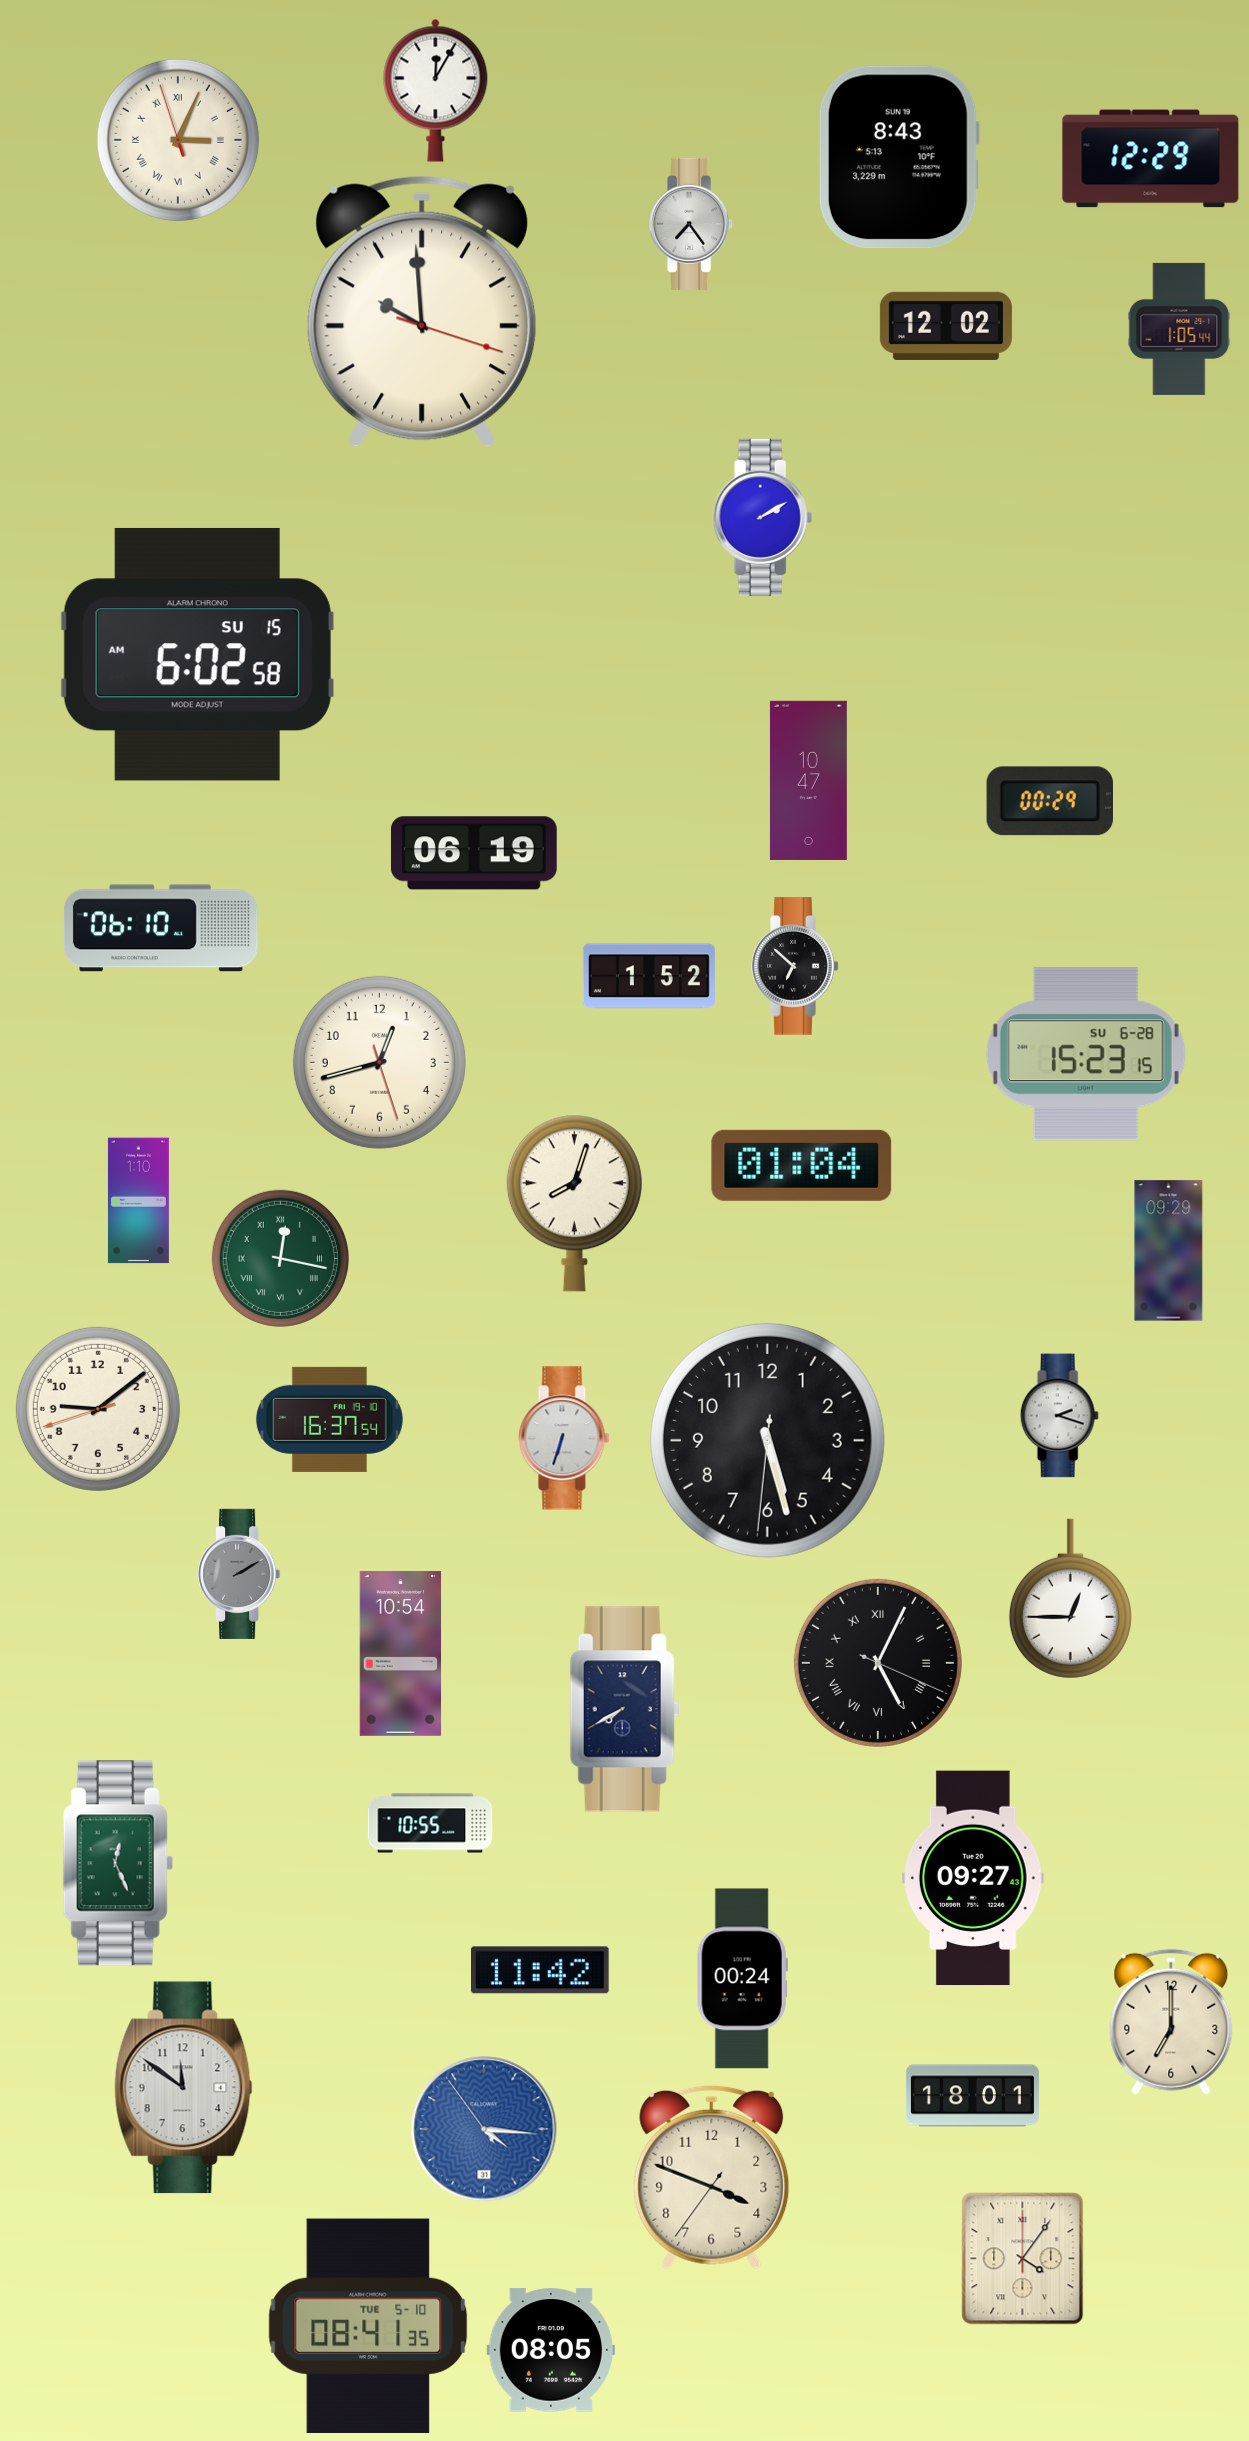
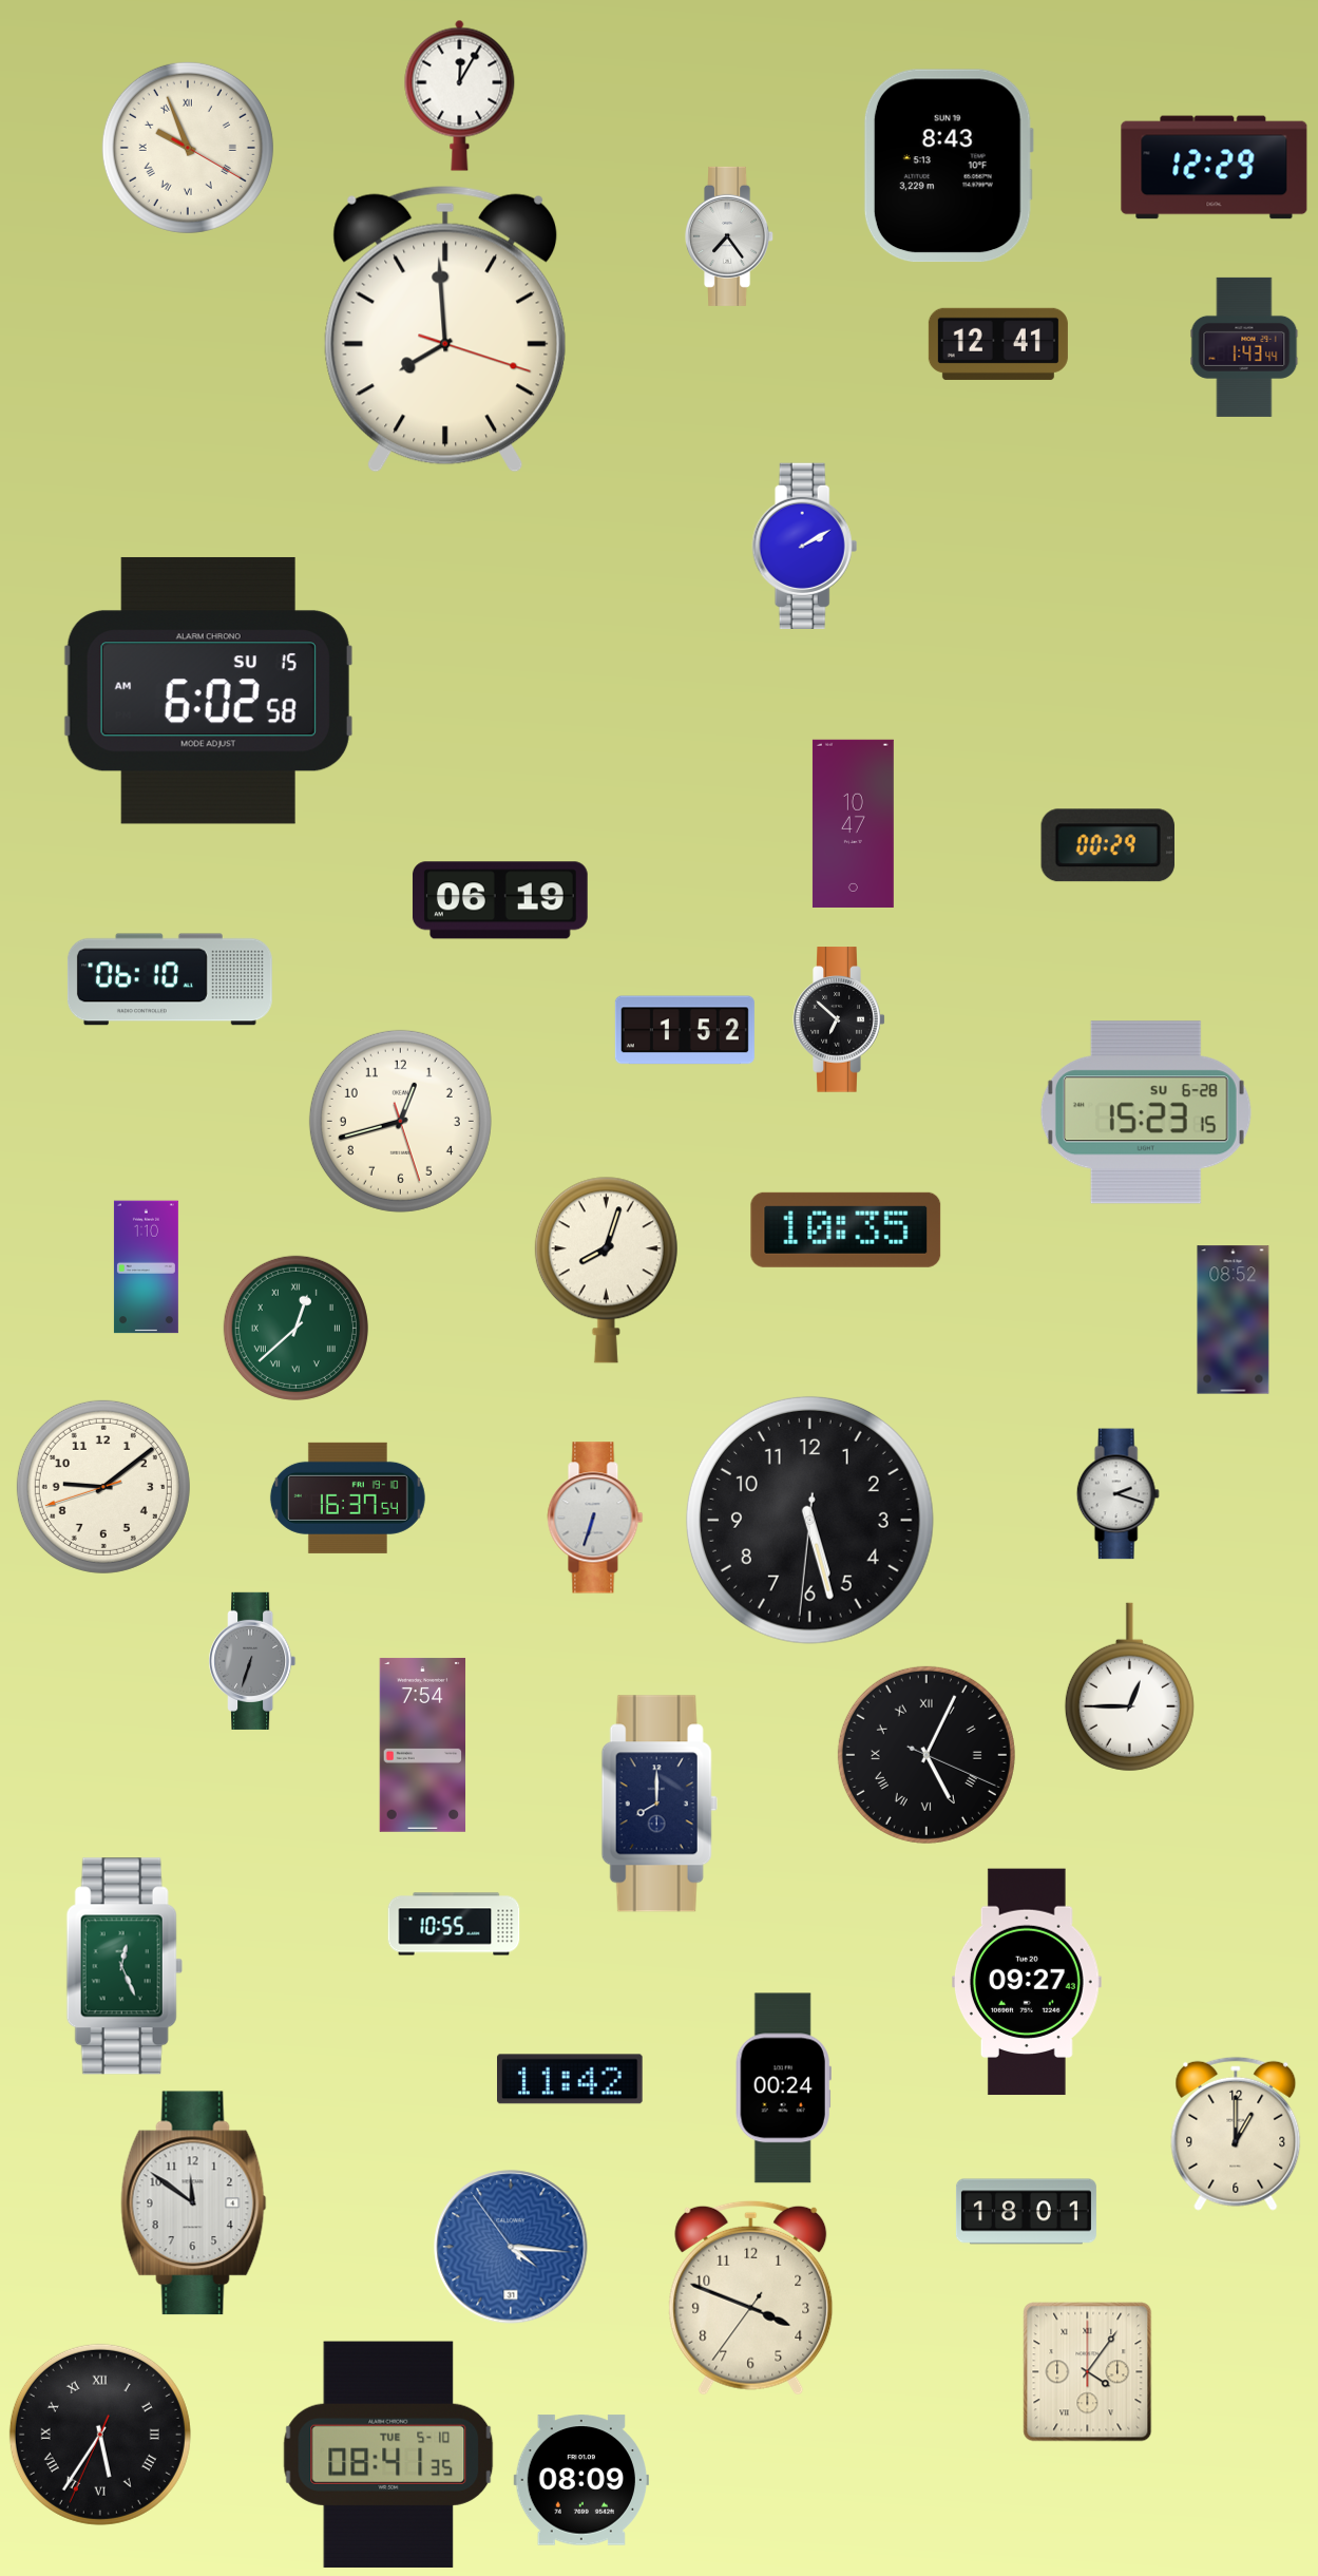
clock at (178, 140): 3:03 -> 9:56
clock at (422, 312): 9:59 -> 7:59
clock at (946, 326): 12:02 -> 12:41
clock at (1179, 329): 1:05 -> 1:43
clock at (802, 1165): 01:04 -> 10:35
clock at (1169, 1251): 09:29 -> 08:52
clock at (280, 1258): 12:17 -> 12:38
clock at (239, 1574): 2:10 -> 6:33
clock at (401, 1653): 10:54 -> 7:54
clock at (625, 1709): 7:40 -> 8:00
clock at (1171, 2022): 7:00 -> 1:00
clock at (1023, 2259) position: (1023, 2259) -> (1088, 2372)
clock at (100, 2435): none -> 5:35
clock at (550, 2350): 08:05 -> 08:09
